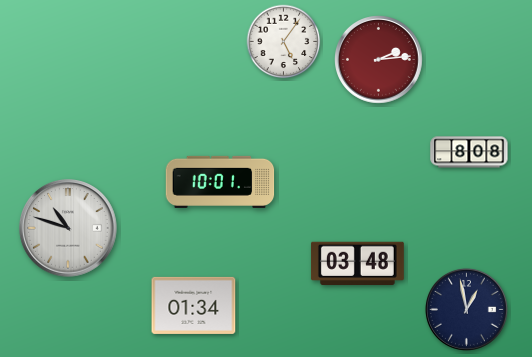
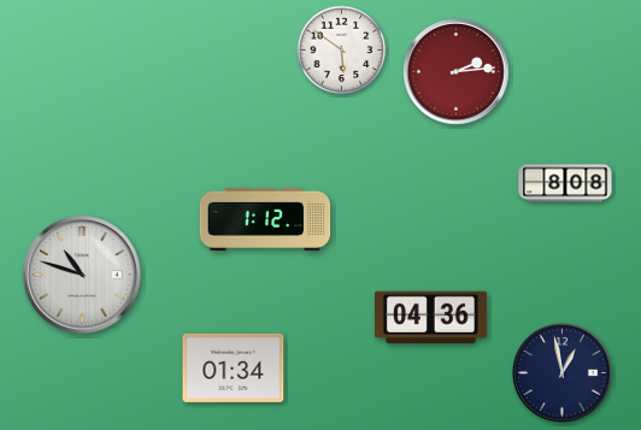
clock at (284, 42): 5:06 -> 5:51
clock at (220, 182): 10:01 -> 1:12
clock at (357, 264): 03:48 -> 04:36
